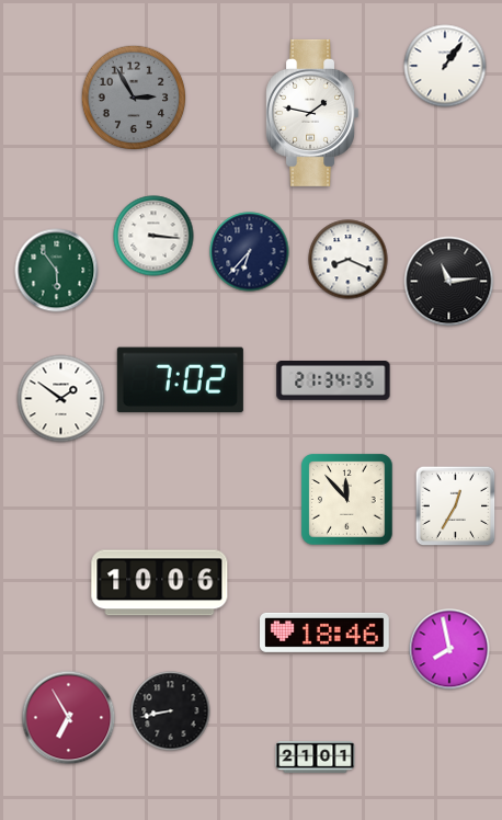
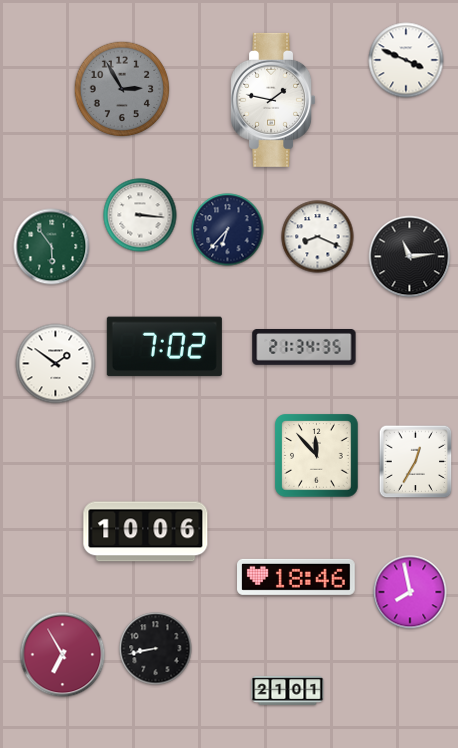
clock at (445, 66): 1:06 -> 3:49
clock at (312, 113) position: (312, 113) -> (273, 100)
